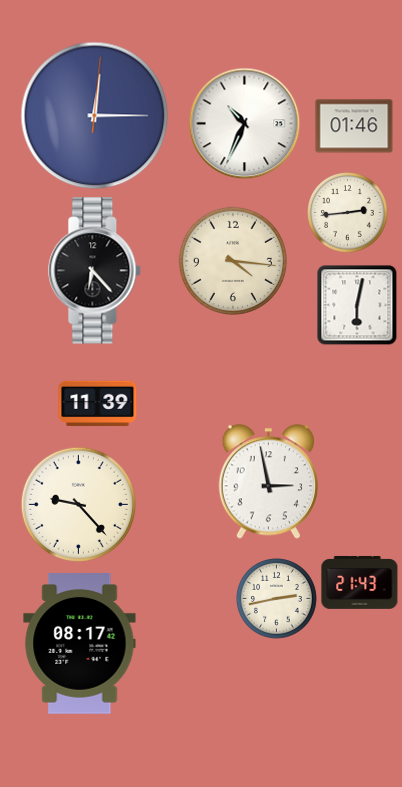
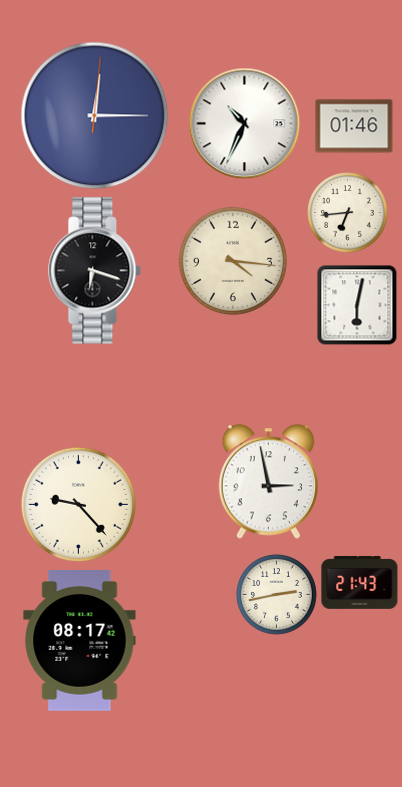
clock at (348, 213): 2:44 -> 6:44
clock at (95, 271): 6:23 -> 6:18
clock at (98, 404): 11:39 -> none
clock at (277, 599) position: (277, 599) -> (277, 595)
clock at (80, 644) position: (80, 644) -> (80, 641)
